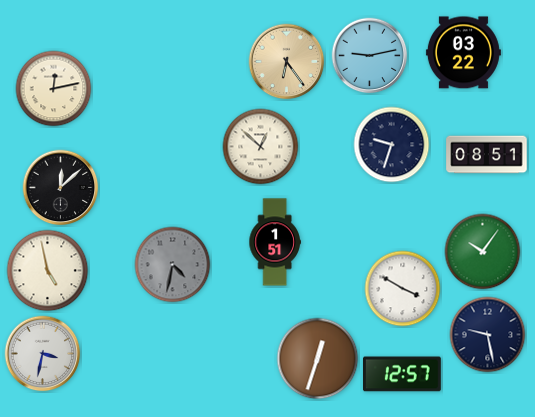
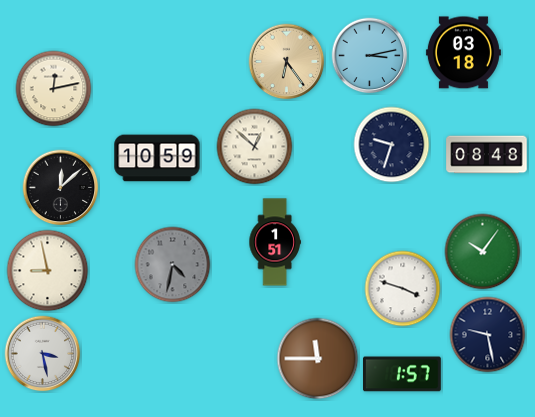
clock at (463, 53): 03:22 -> 03:18
clock at (370, 56): 9:13 -> 3:13
clock at (261, 147) position: (261, 147) -> (255, 147)
clock at (487, 155): 08:51 -> 08:48
clock at (157, 158): none -> 10:59
clock at (48, 271): 4:58 -> 8:58
clock at (403, 289): 3:50 -> 3:48
clock at (43, 354): 3:32 -> 3:28
clock at (318, 359): 12:33 -> 11:45
clock at (403, 374): 12:57 -> 1:57
